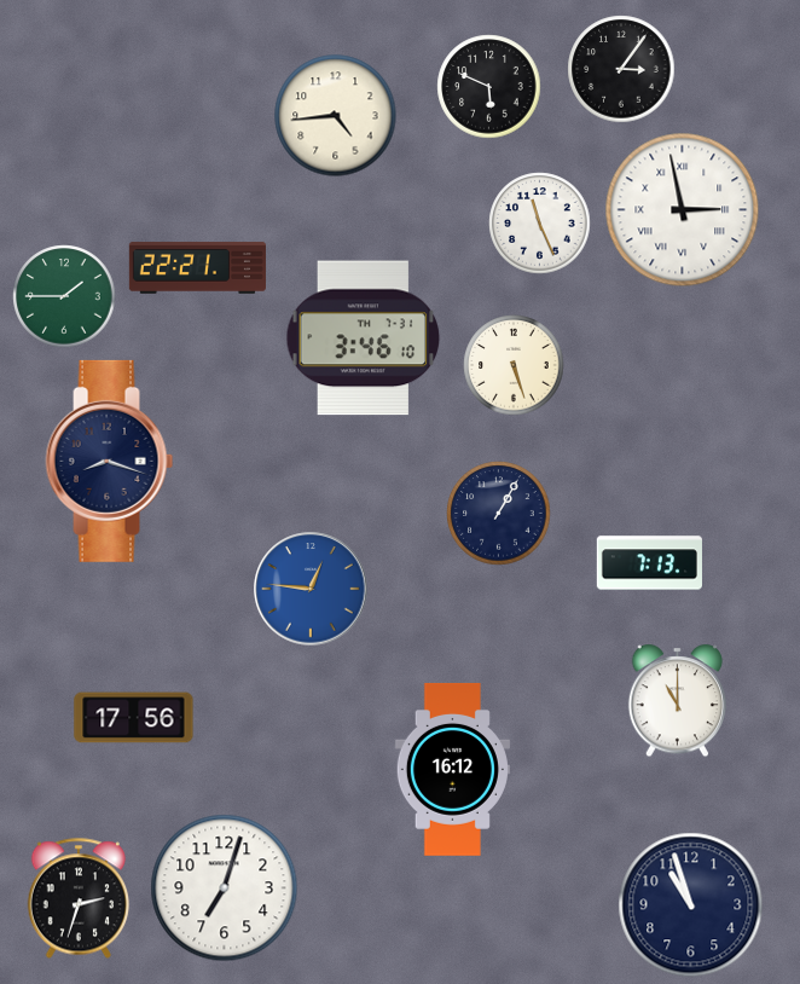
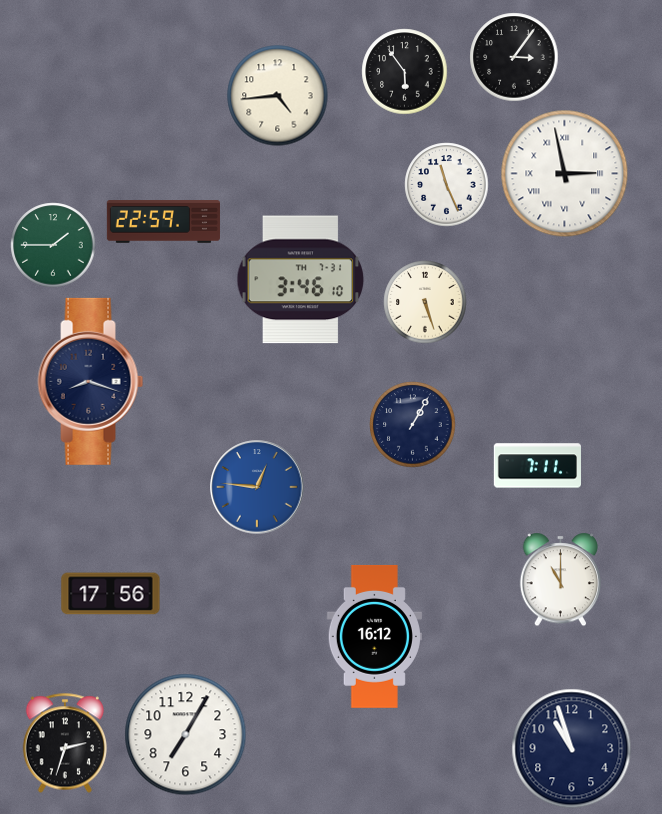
clock at (489, 87): 5:49 -> 5:54
clock at (197, 268): 22:21 -> 22:59
clock at (649, 563): 7:13 -> 7:11
clock at (225, 889): 7:03 -> 7:05
